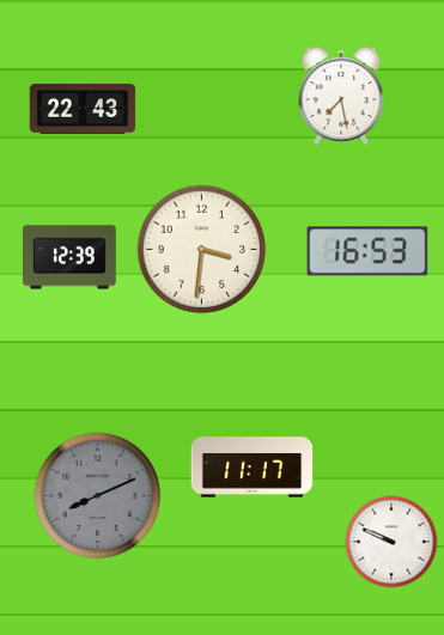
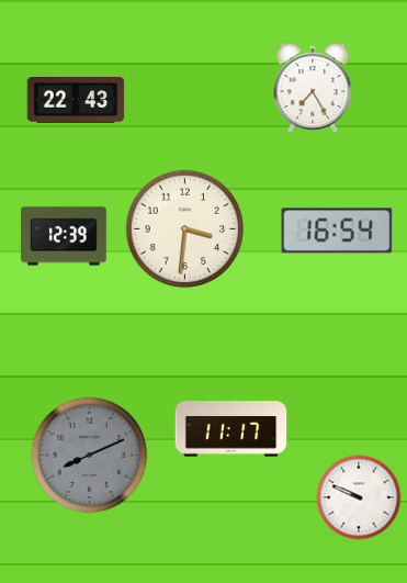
clock at (341, 96): 7:28 -> 7:25
clock at (367, 251): 16:53 -> 16:54
